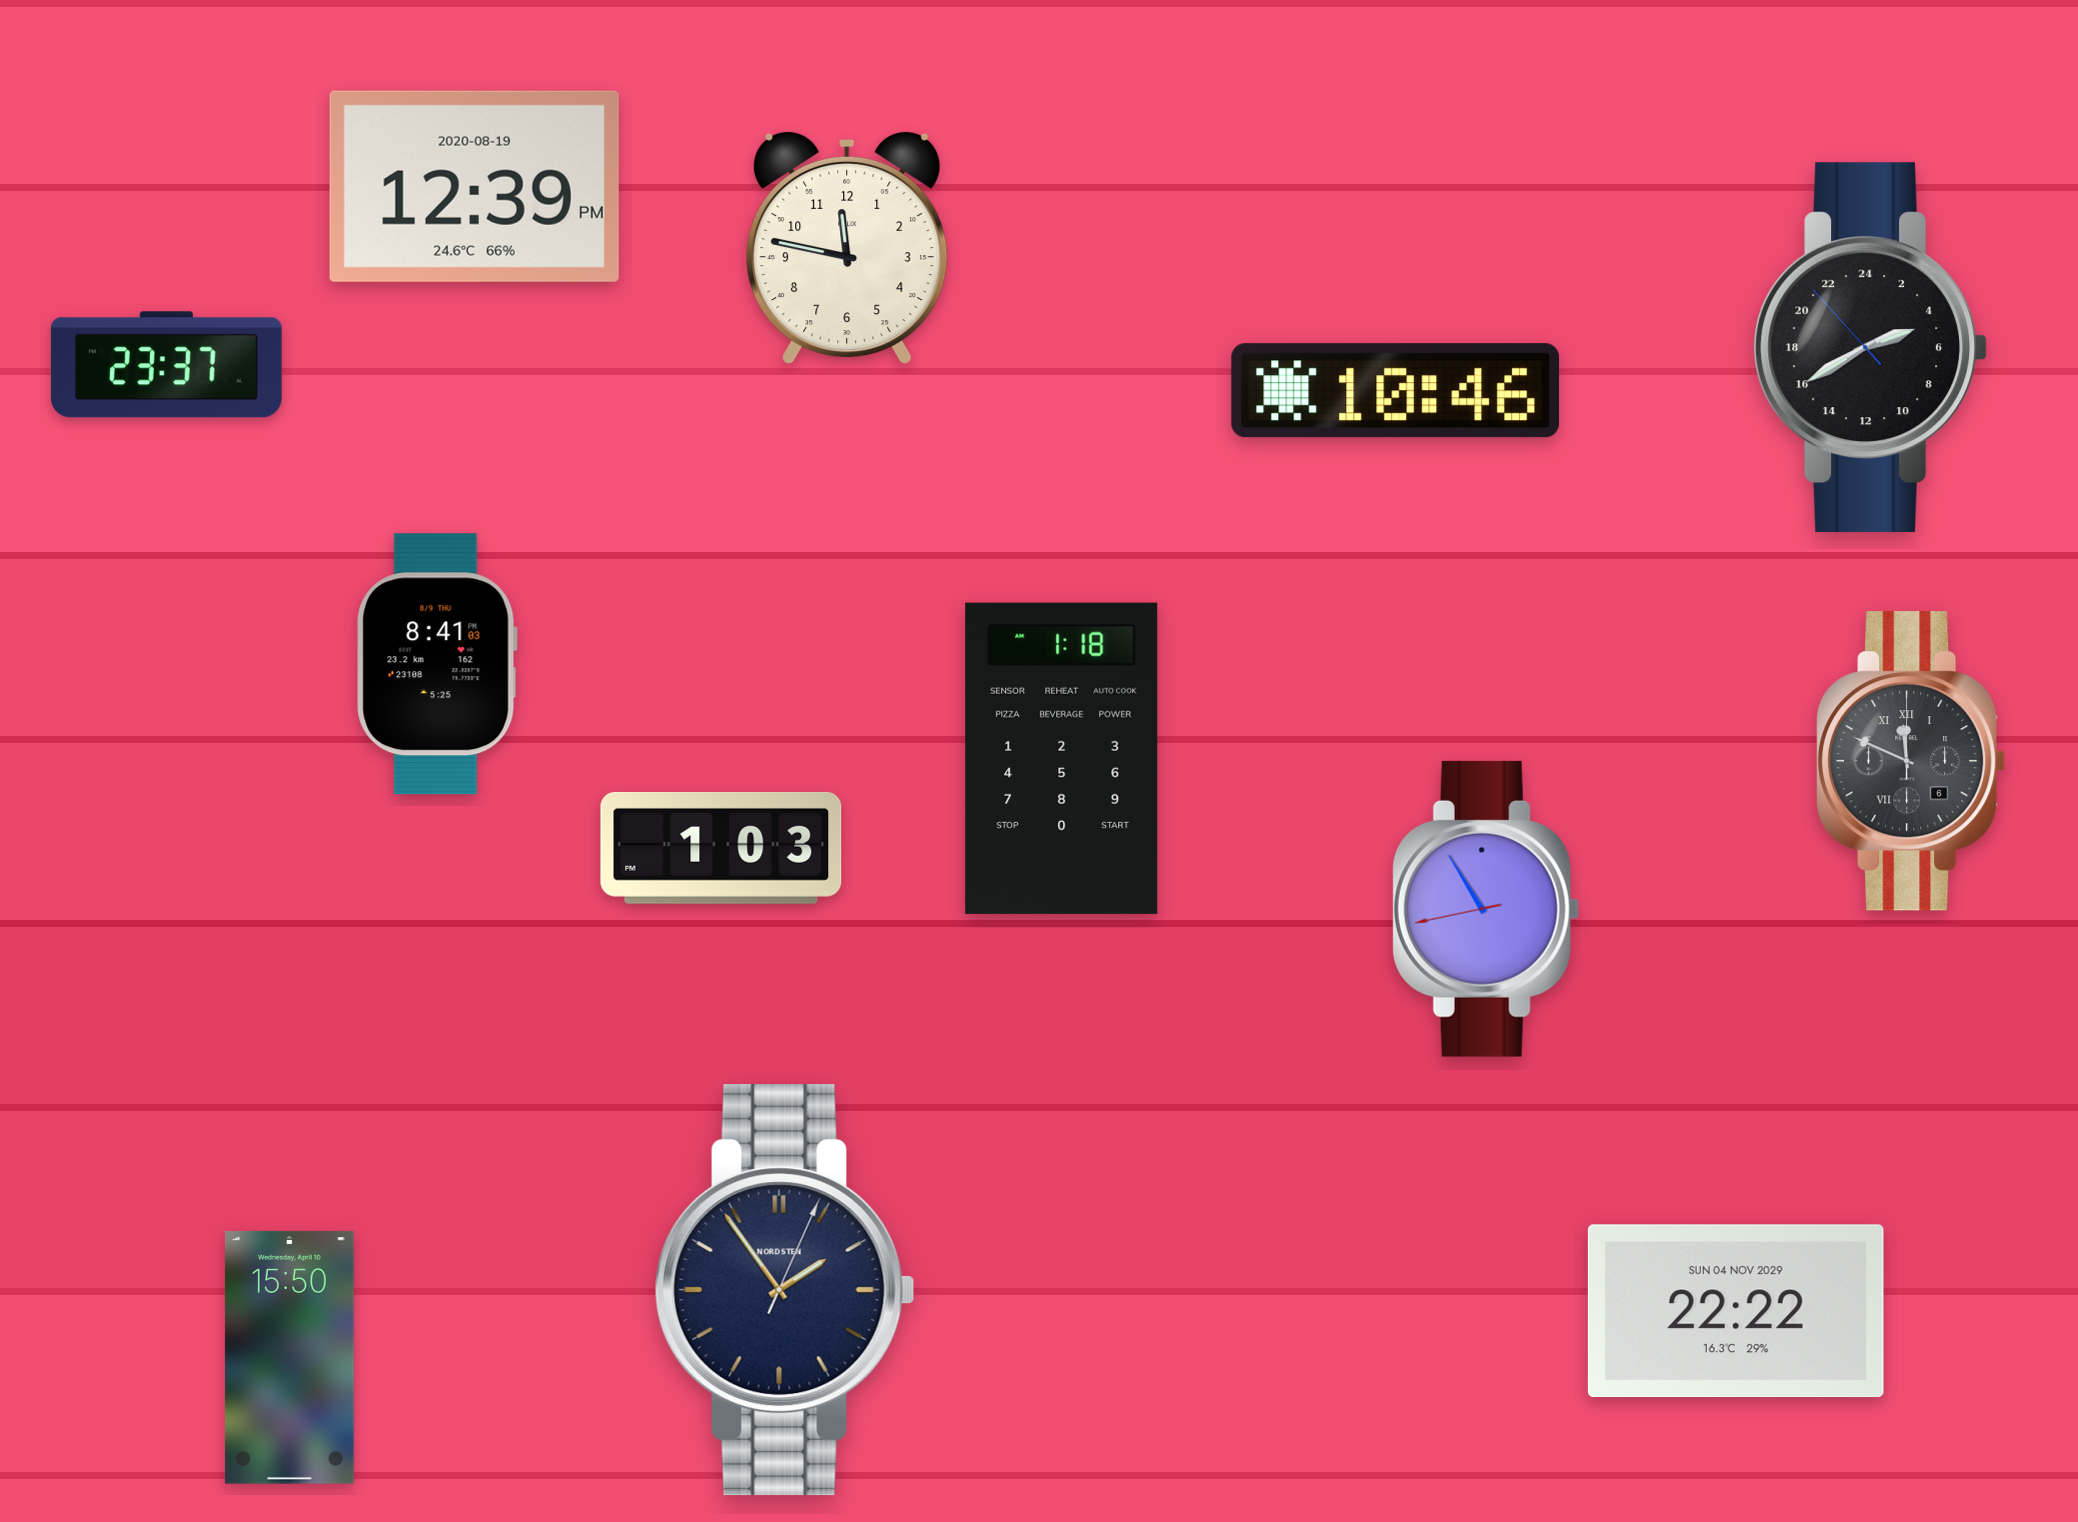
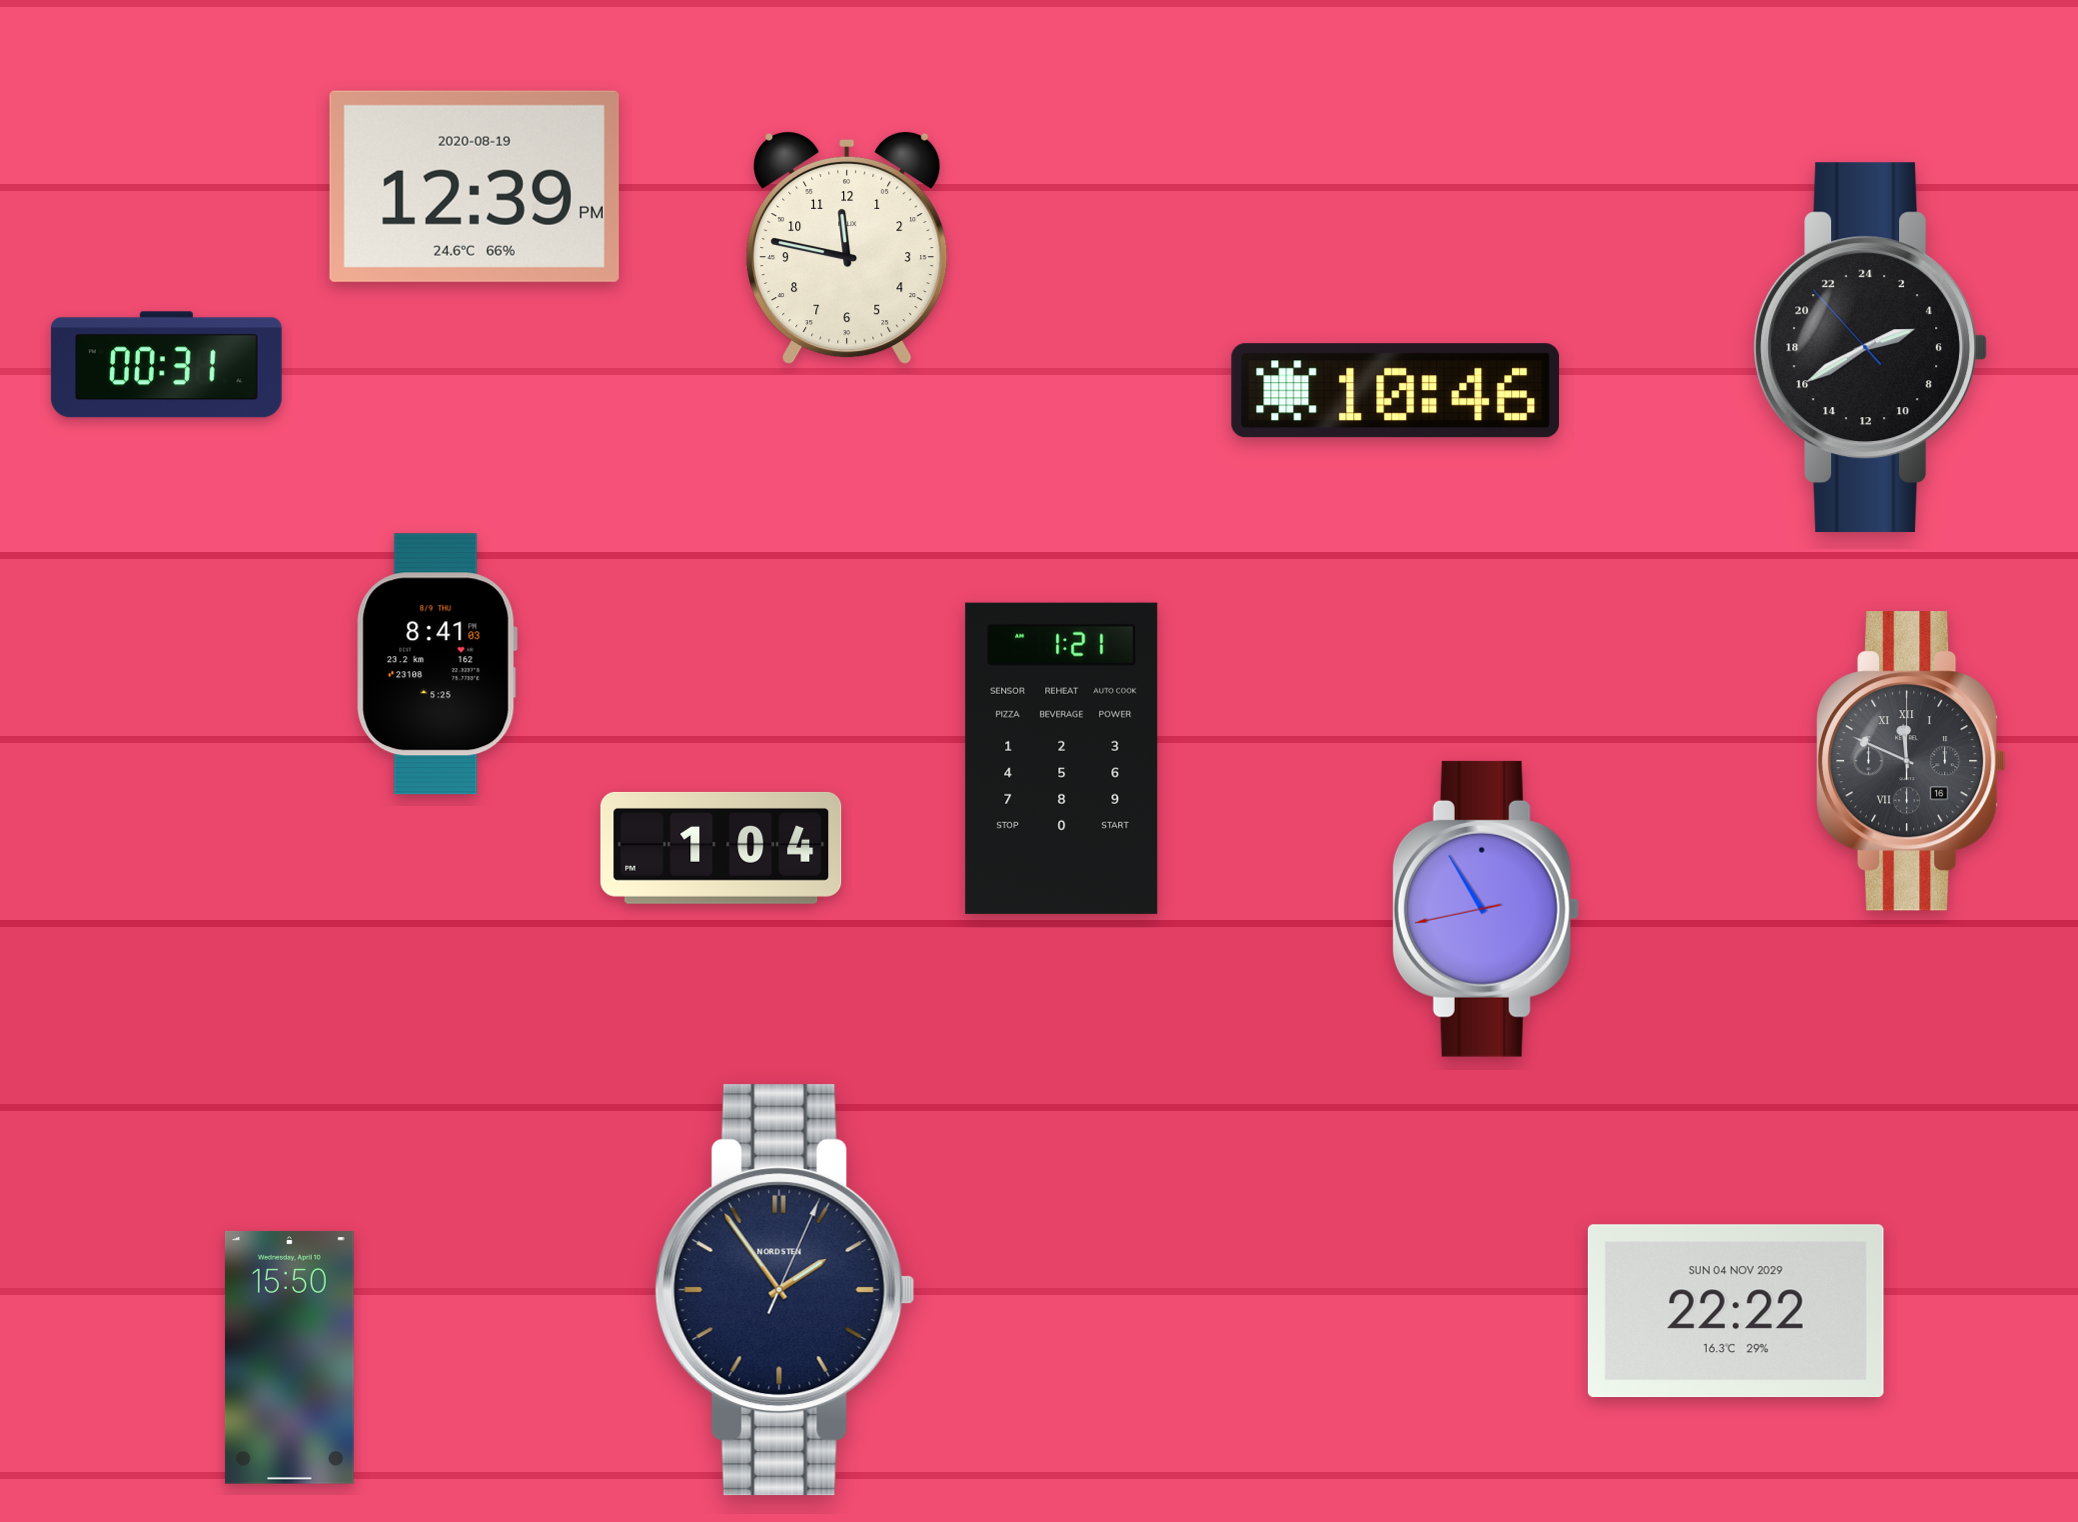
clock at (166, 365): 23:37 -> 00:31
clock at (1062, 758): 1:18 -> 1:21
clock at (1911, 761) date: 6 -> 16
clock at (721, 848): 1:03 -> 1:04
